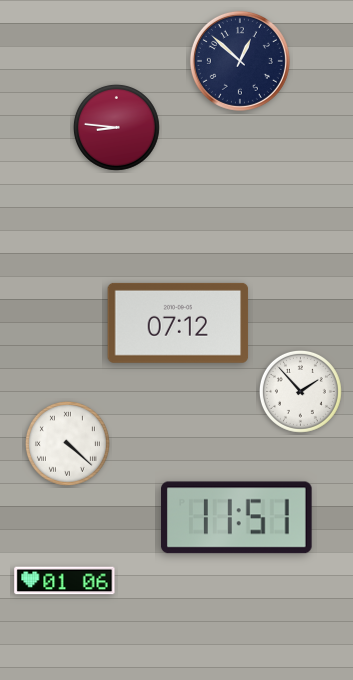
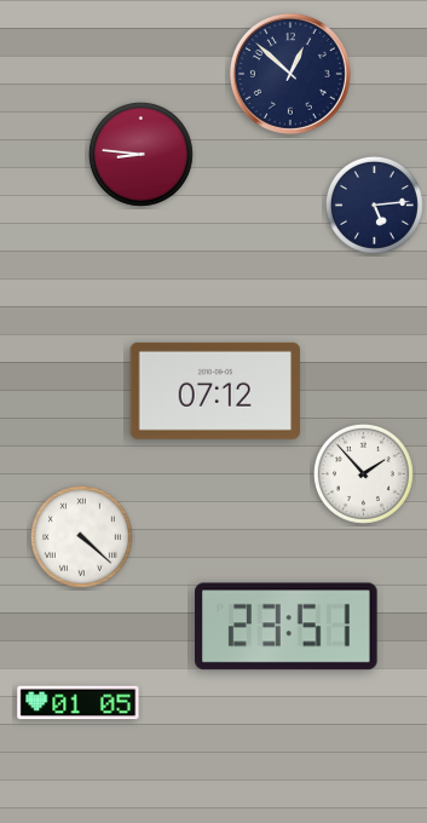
clock at (374, 205): none -> 5:14
clock at (237, 518): 11:51 -> 23:51
clock at (65, 581): 01:06 -> 01:05
